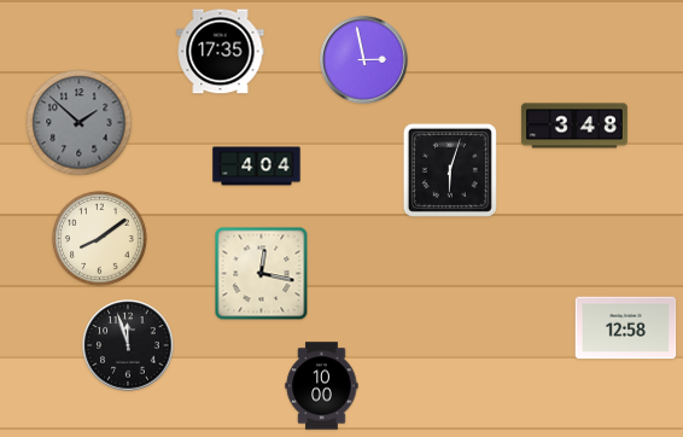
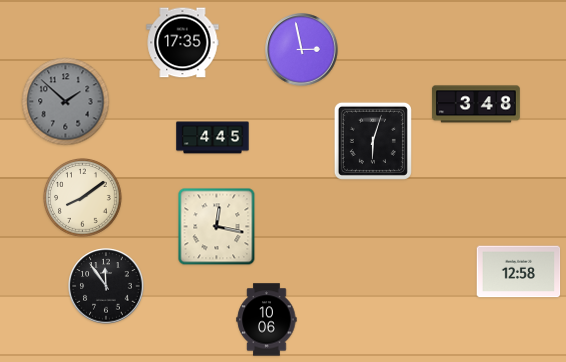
clock at (257, 167): 4:04 -> 4:45
clock at (128, 345): 11:57 -> 11:54
clock at (322, 386): 10:00 -> 10:06
